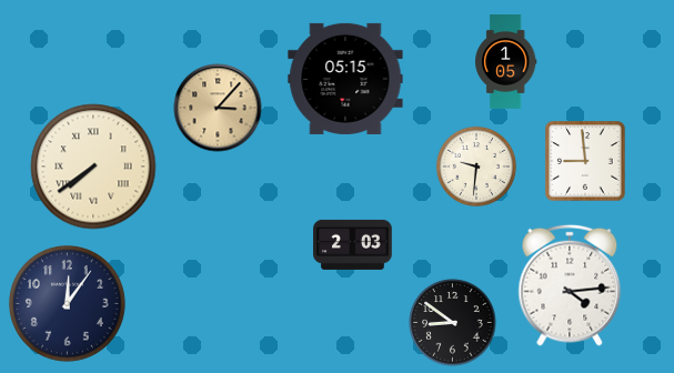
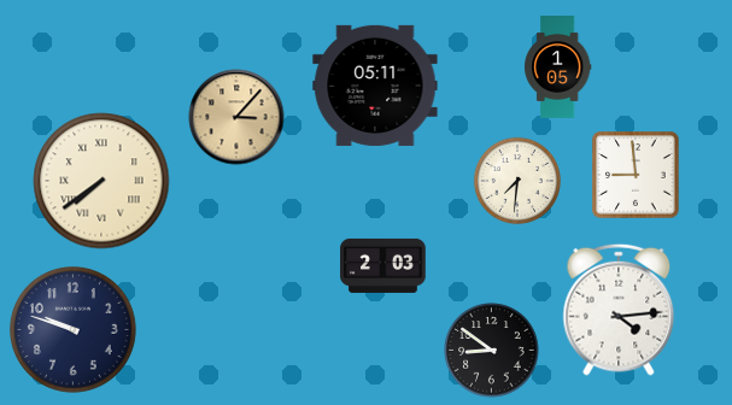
clock at (506, 62) position: (506, 62) -> (558, 67)
clock at (345, 79): 05:15 -> 05:11
clock at (476, 167): 9:31 -> 7:31
clock at (67, 303): 12:06 -> 9:48
